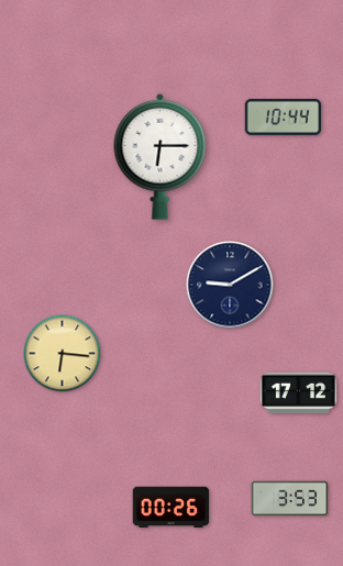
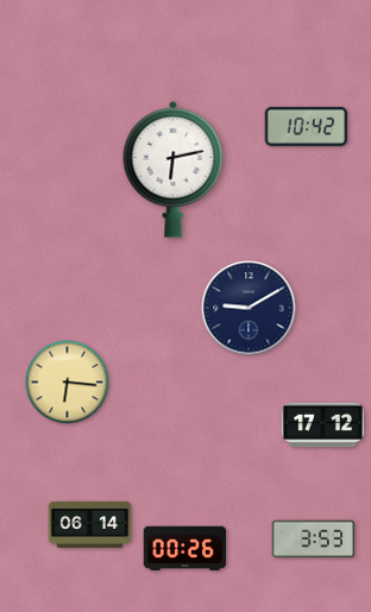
clock at (284, 116): 10:44 -> 10:42
clock at (161, 156): 6:15 -> 6:13
clock at (90, 524): none -> 06:14
